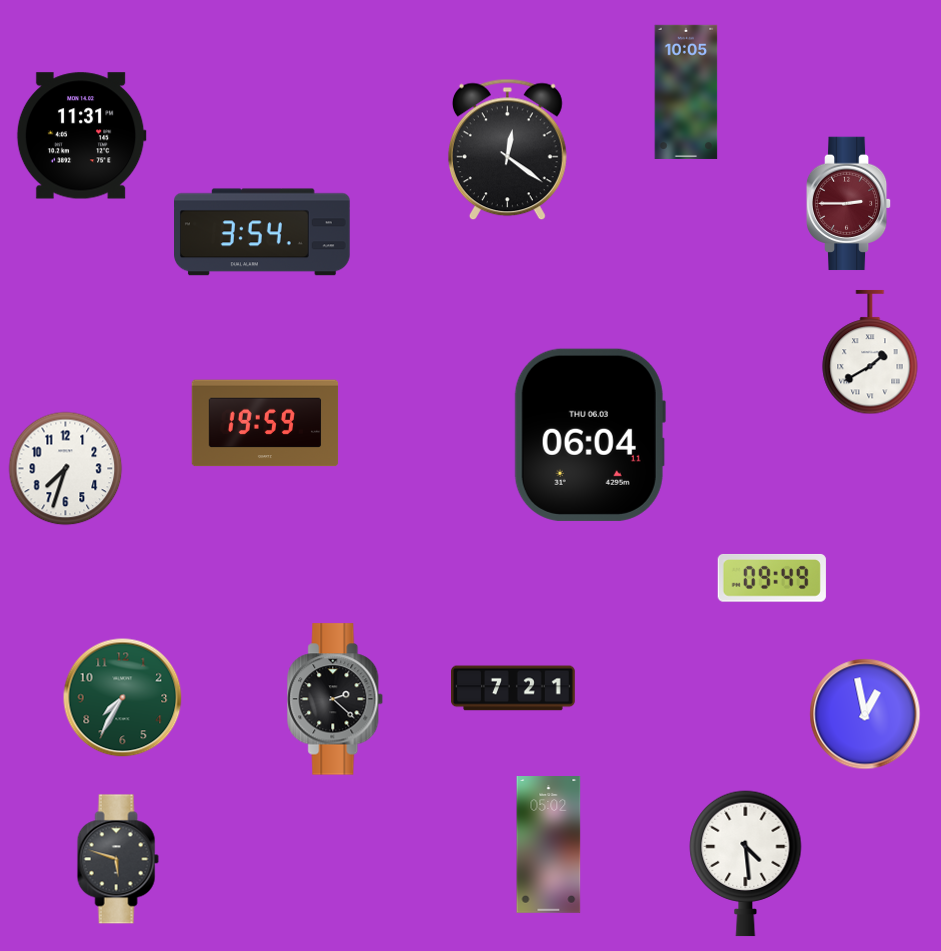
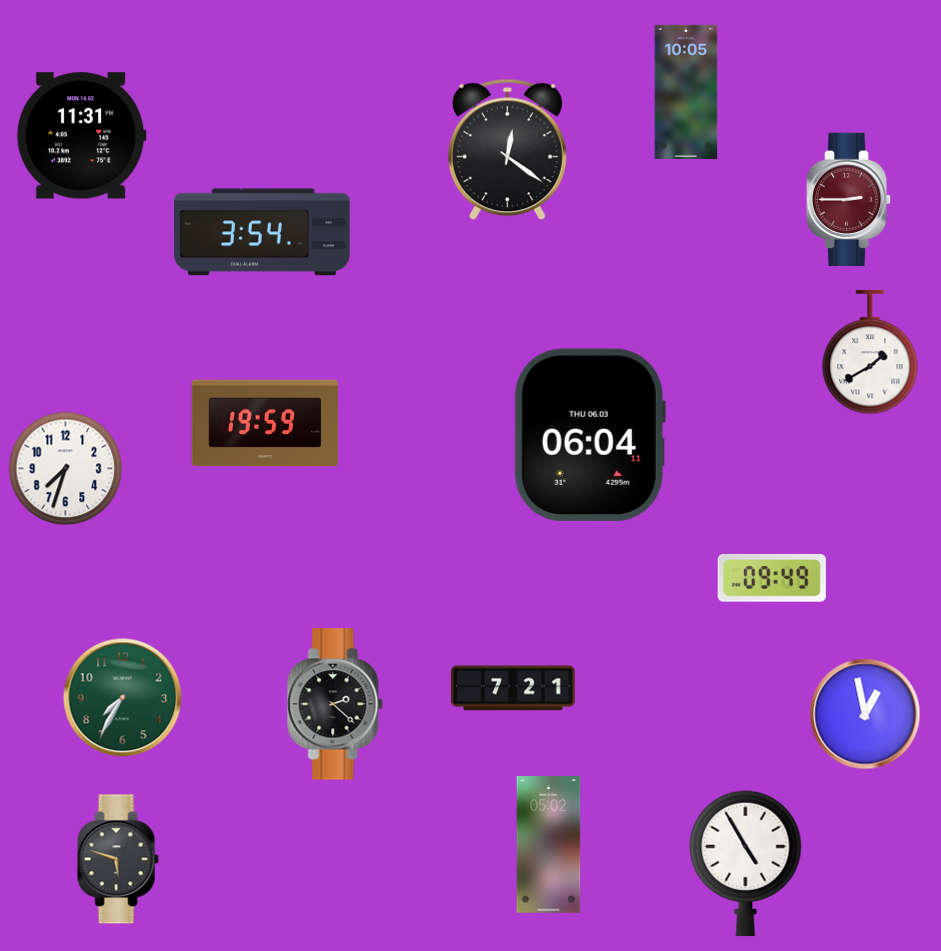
clock at (849, 204) position: (849, 204) -> (849, 200)
clock at (336, 699) position: (336, 699) -> (336, 704)
clock at (746, 864): 4:29 -> 4:55
